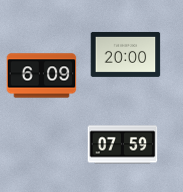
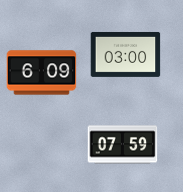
clock at (126, 54): 20:00 -> 03:00
clock at (42, 76) position: (42, 76) -> (42, 73)
